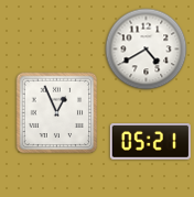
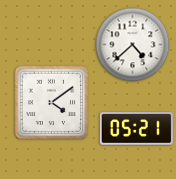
clock at (147, 50): 4:40 -> 4:38
clock at (57, 113): 12:56 -> 4:09
